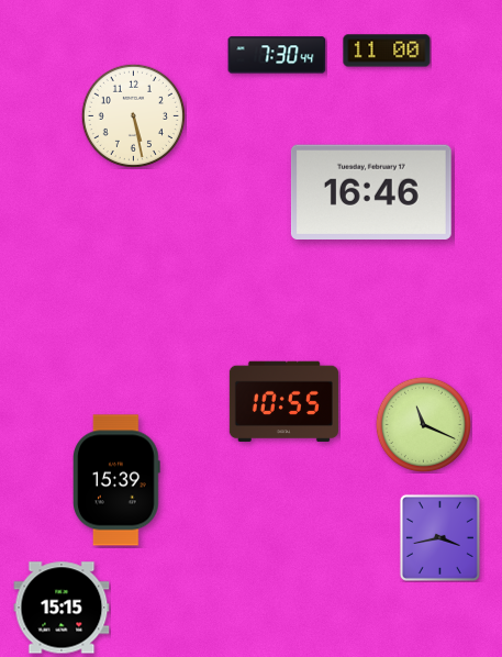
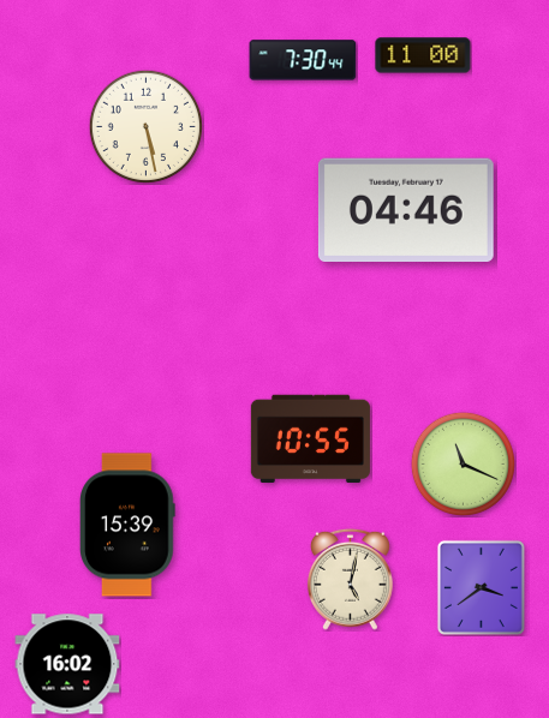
clock at (371, 191): 16:46 -> 04:46
clock at (350, 579): none -> 5:02
clock at (439, 537): 3:43 -> 3:39
clock at (62, 608): 15:15 -> 16:02
